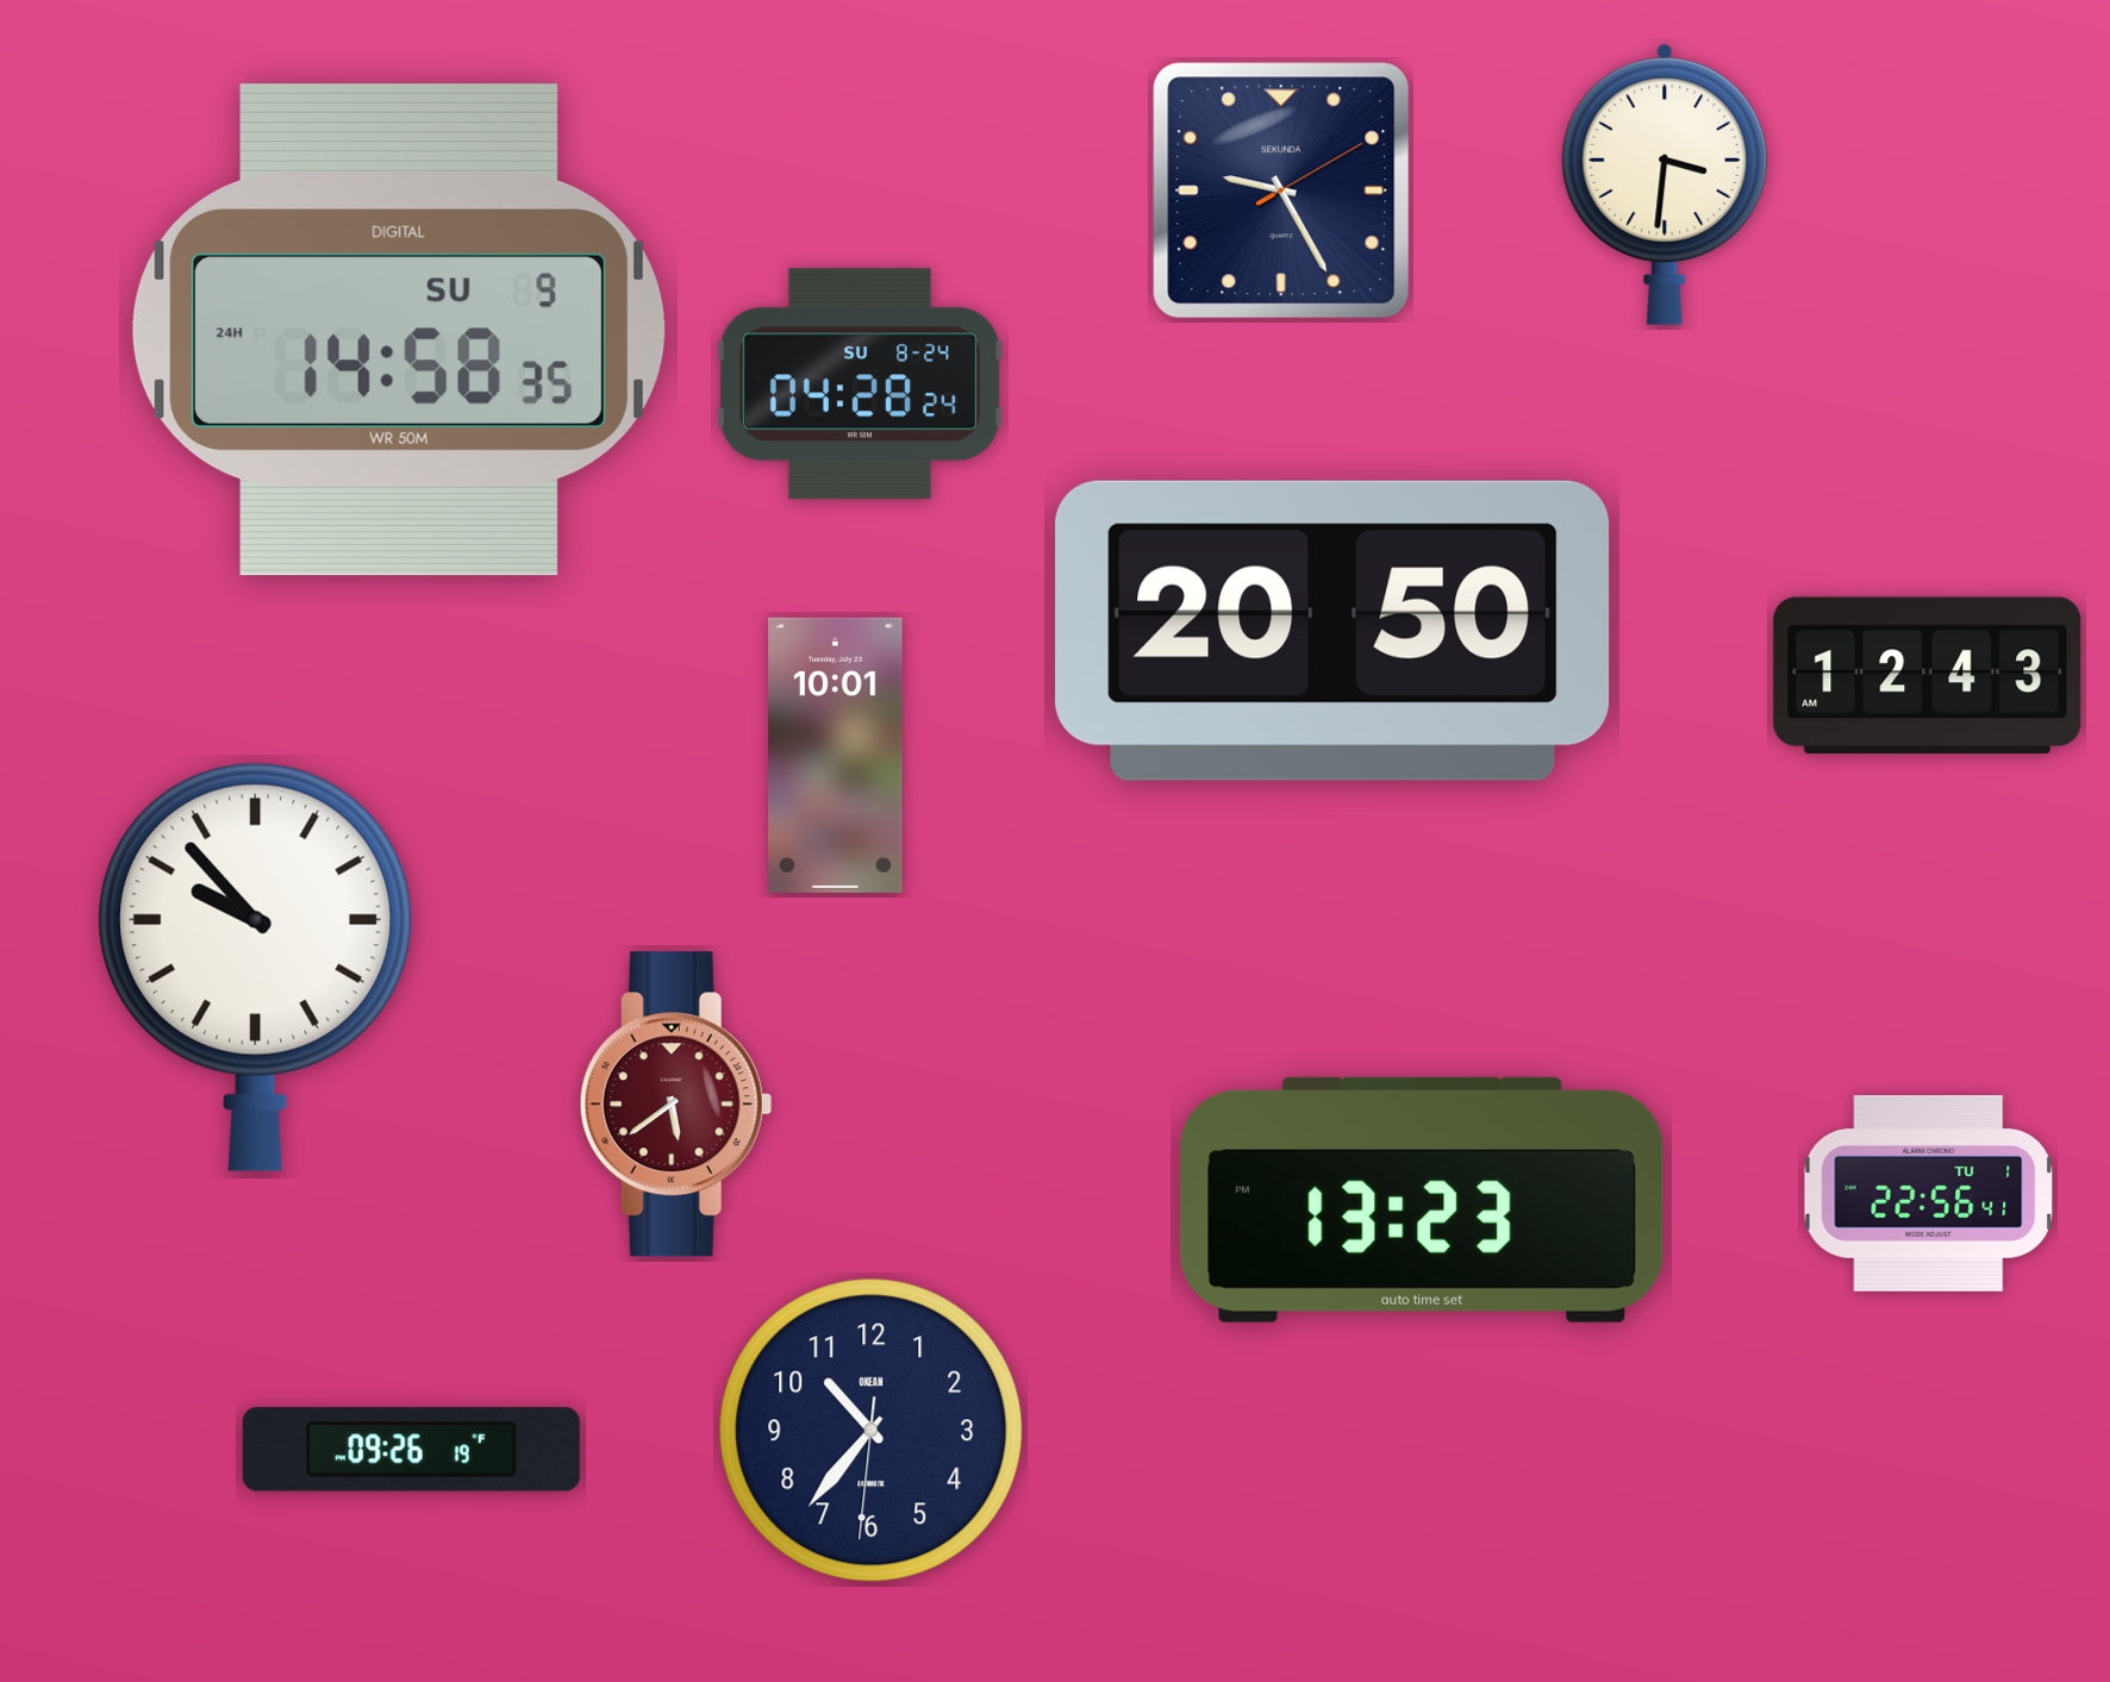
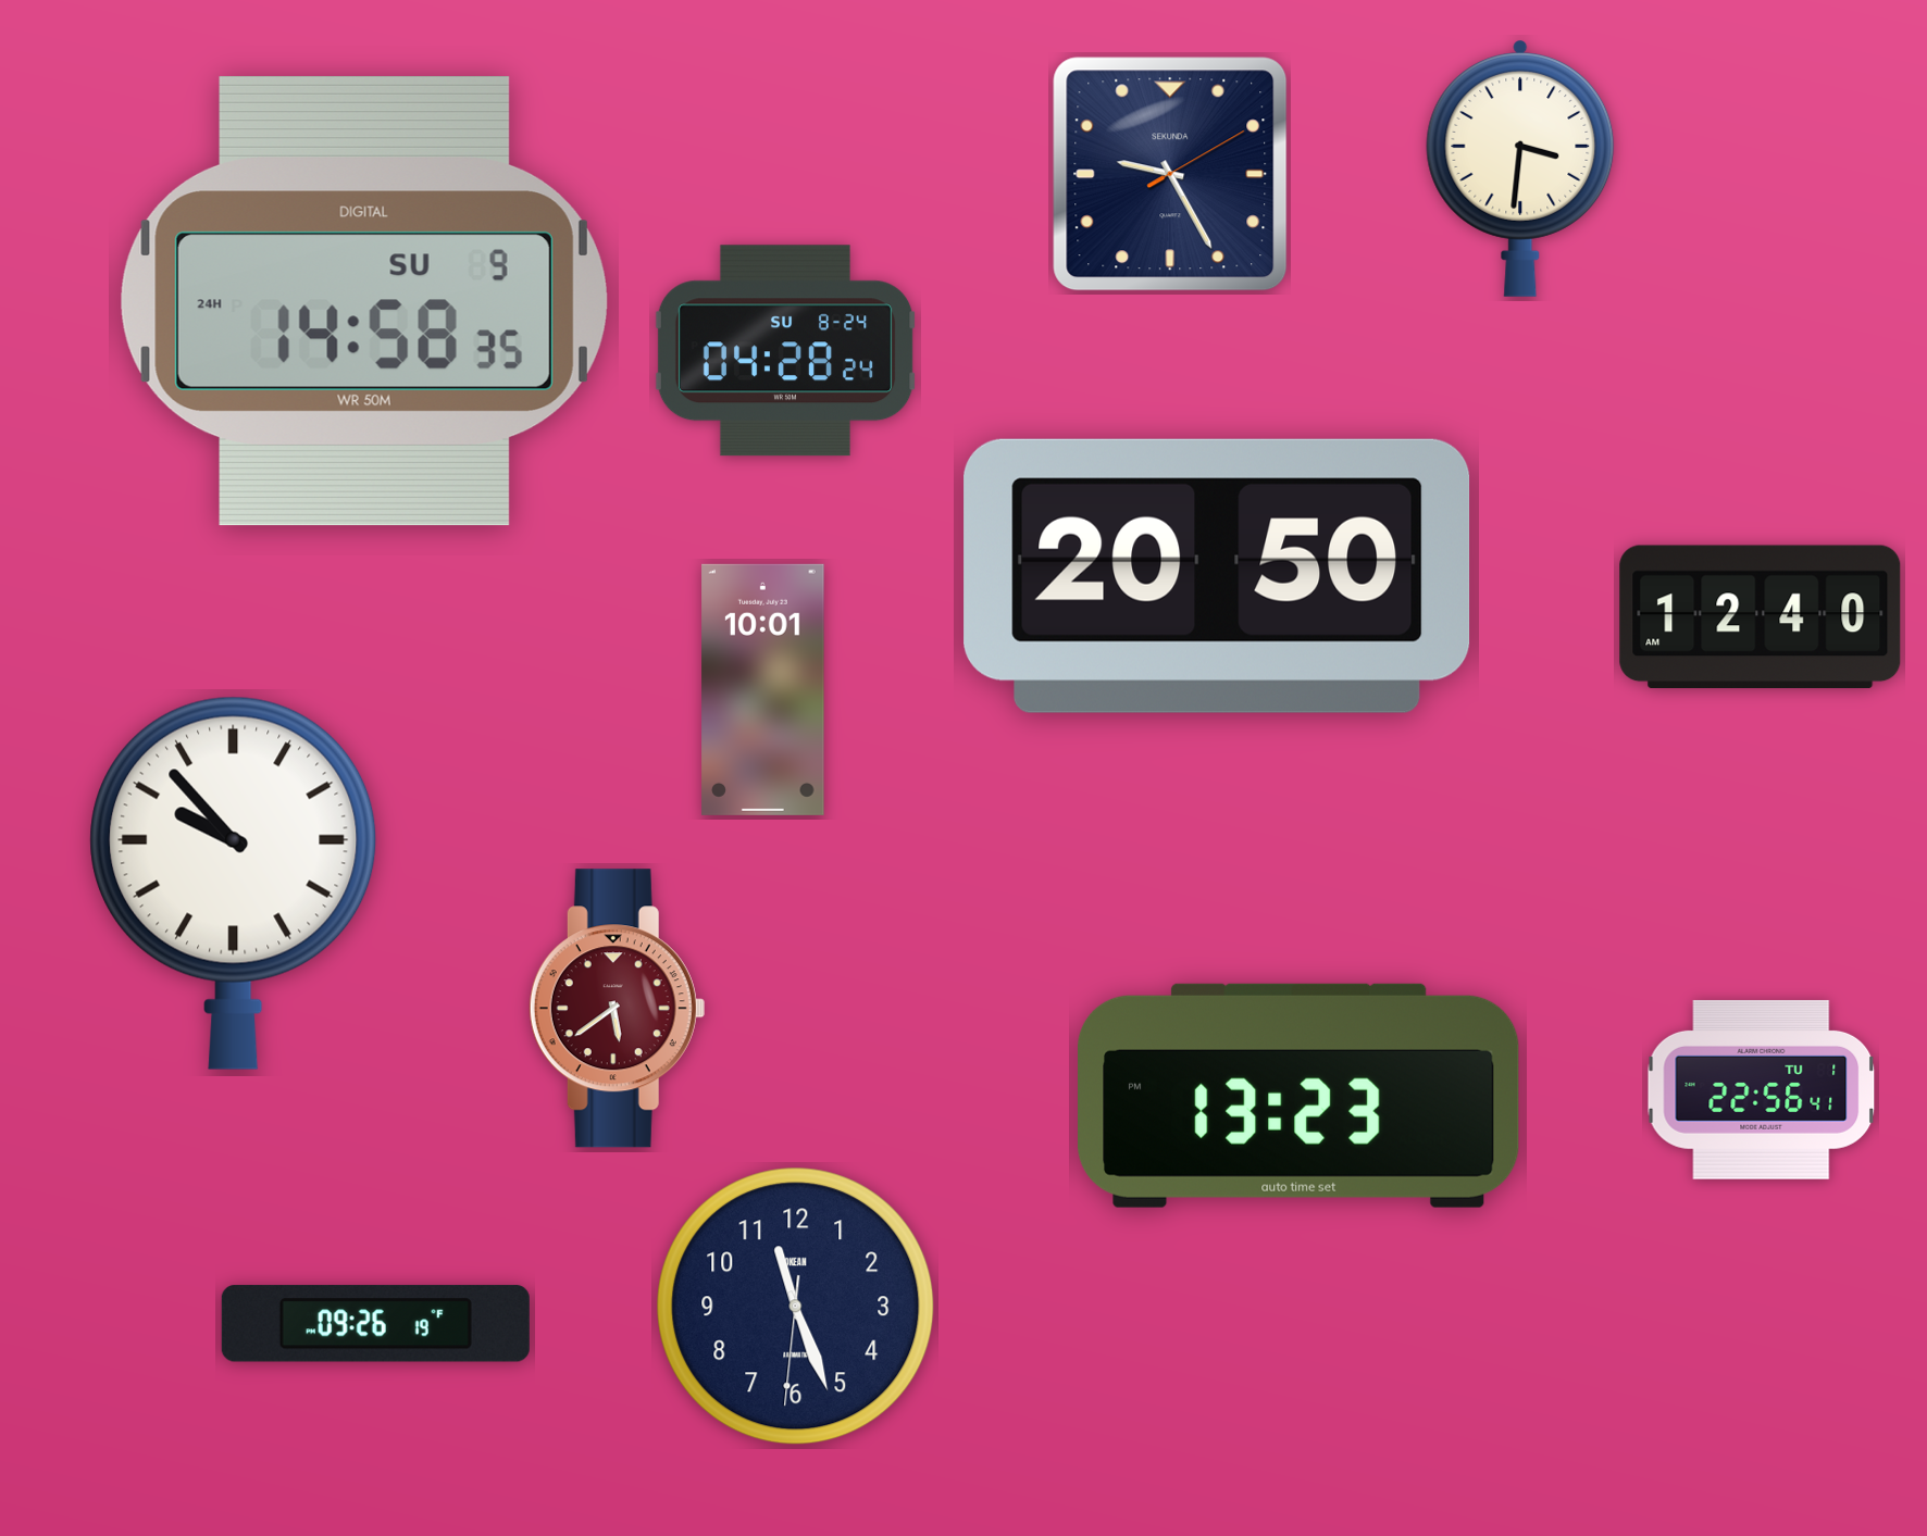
clock at (1928, 676): 12:43 -> 12:40
clock at (872, 1431): 10:36 -> 11:26
